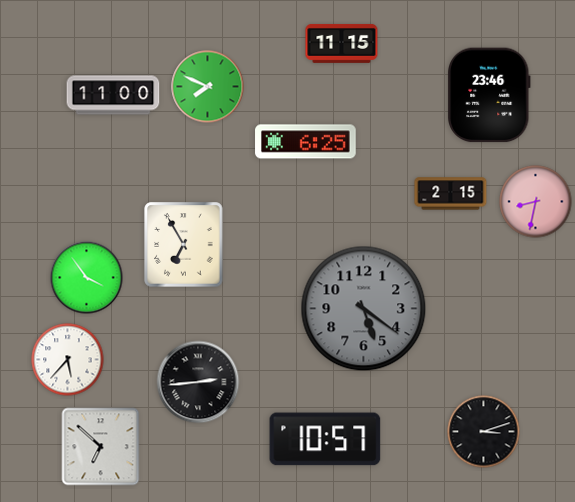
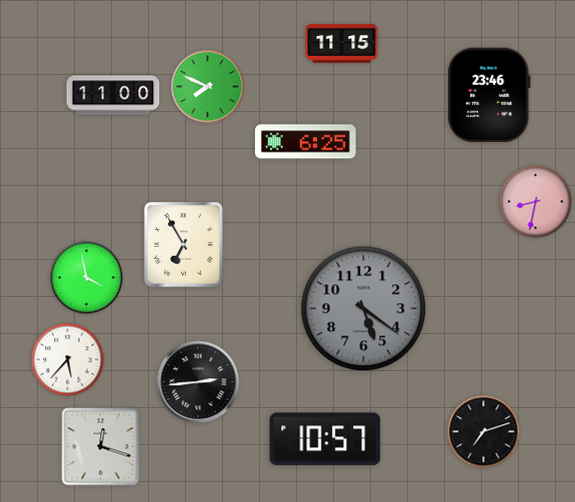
clock at (451, 194): 2:15 -> none
clock at (87, 278): 3:54 -> 3:58
clock at (484, 432): 3:12 -> 7:12
clock at (101, 447): 6:52 -> 12:18
